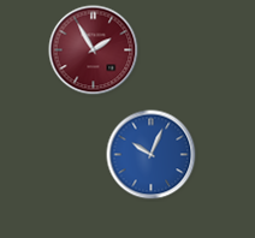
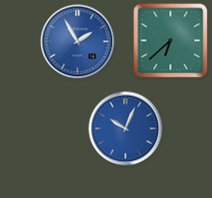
clock at (171, 41): none -> 6:38
clock at (94, 50) dial: burgundy -> blue
